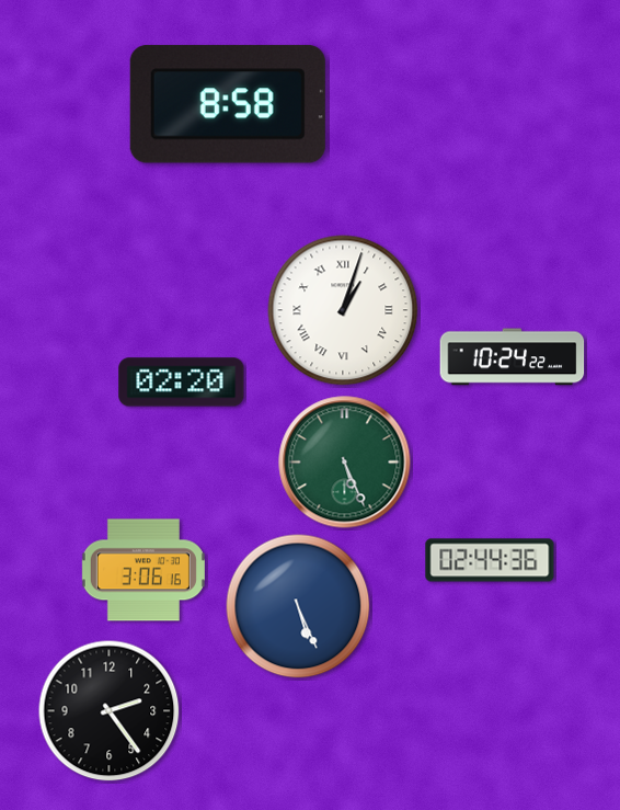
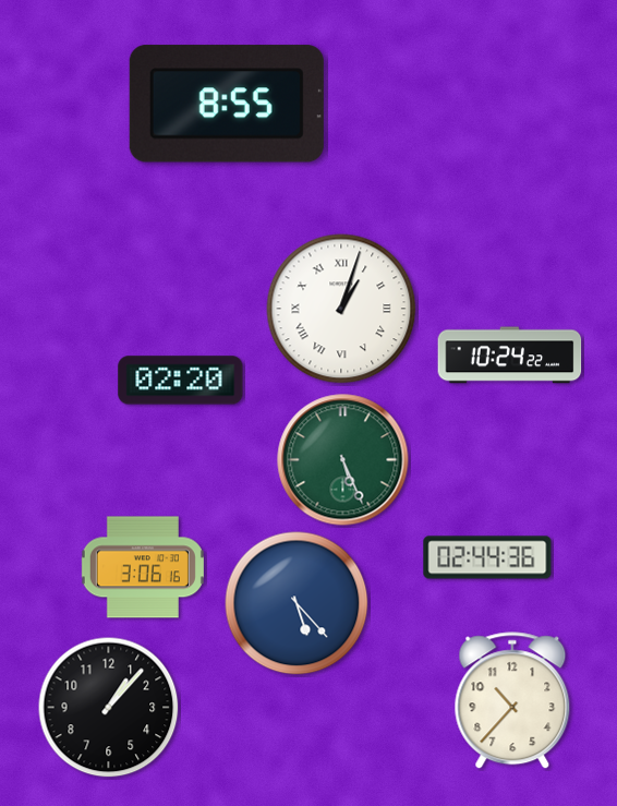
clock at (228, 104): 8:58 -> 8:55
clock at (298, 606): 5:26 -> 5:23
clock at (512, 701): none -> 10:37
clock at (110, 711): 2:24 -> 1:07
